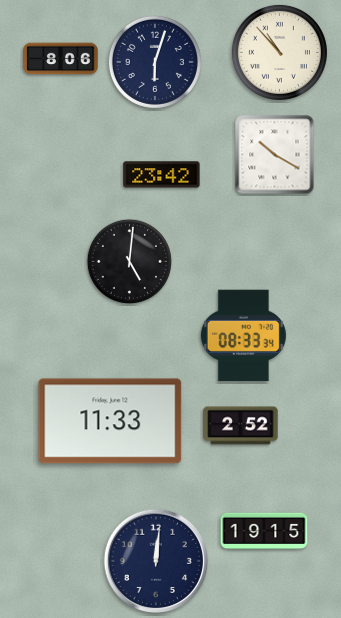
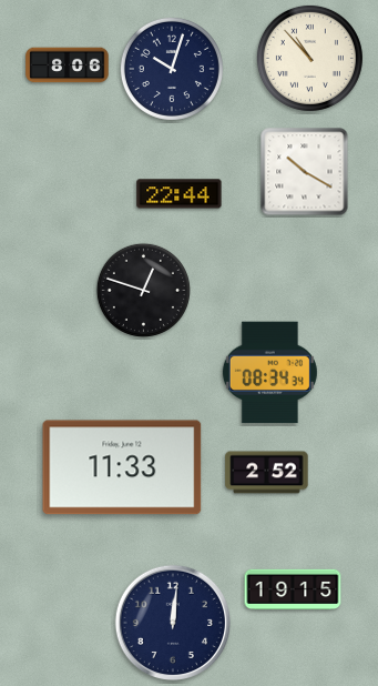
clock at (155, 62): 6:03 -> 10:03
clock at (162, 175): 23:42 -> 22:44
clock at (129, 261): 5:01 -> 12:48
clock at (243, 336): 08:33 -> 08:34
